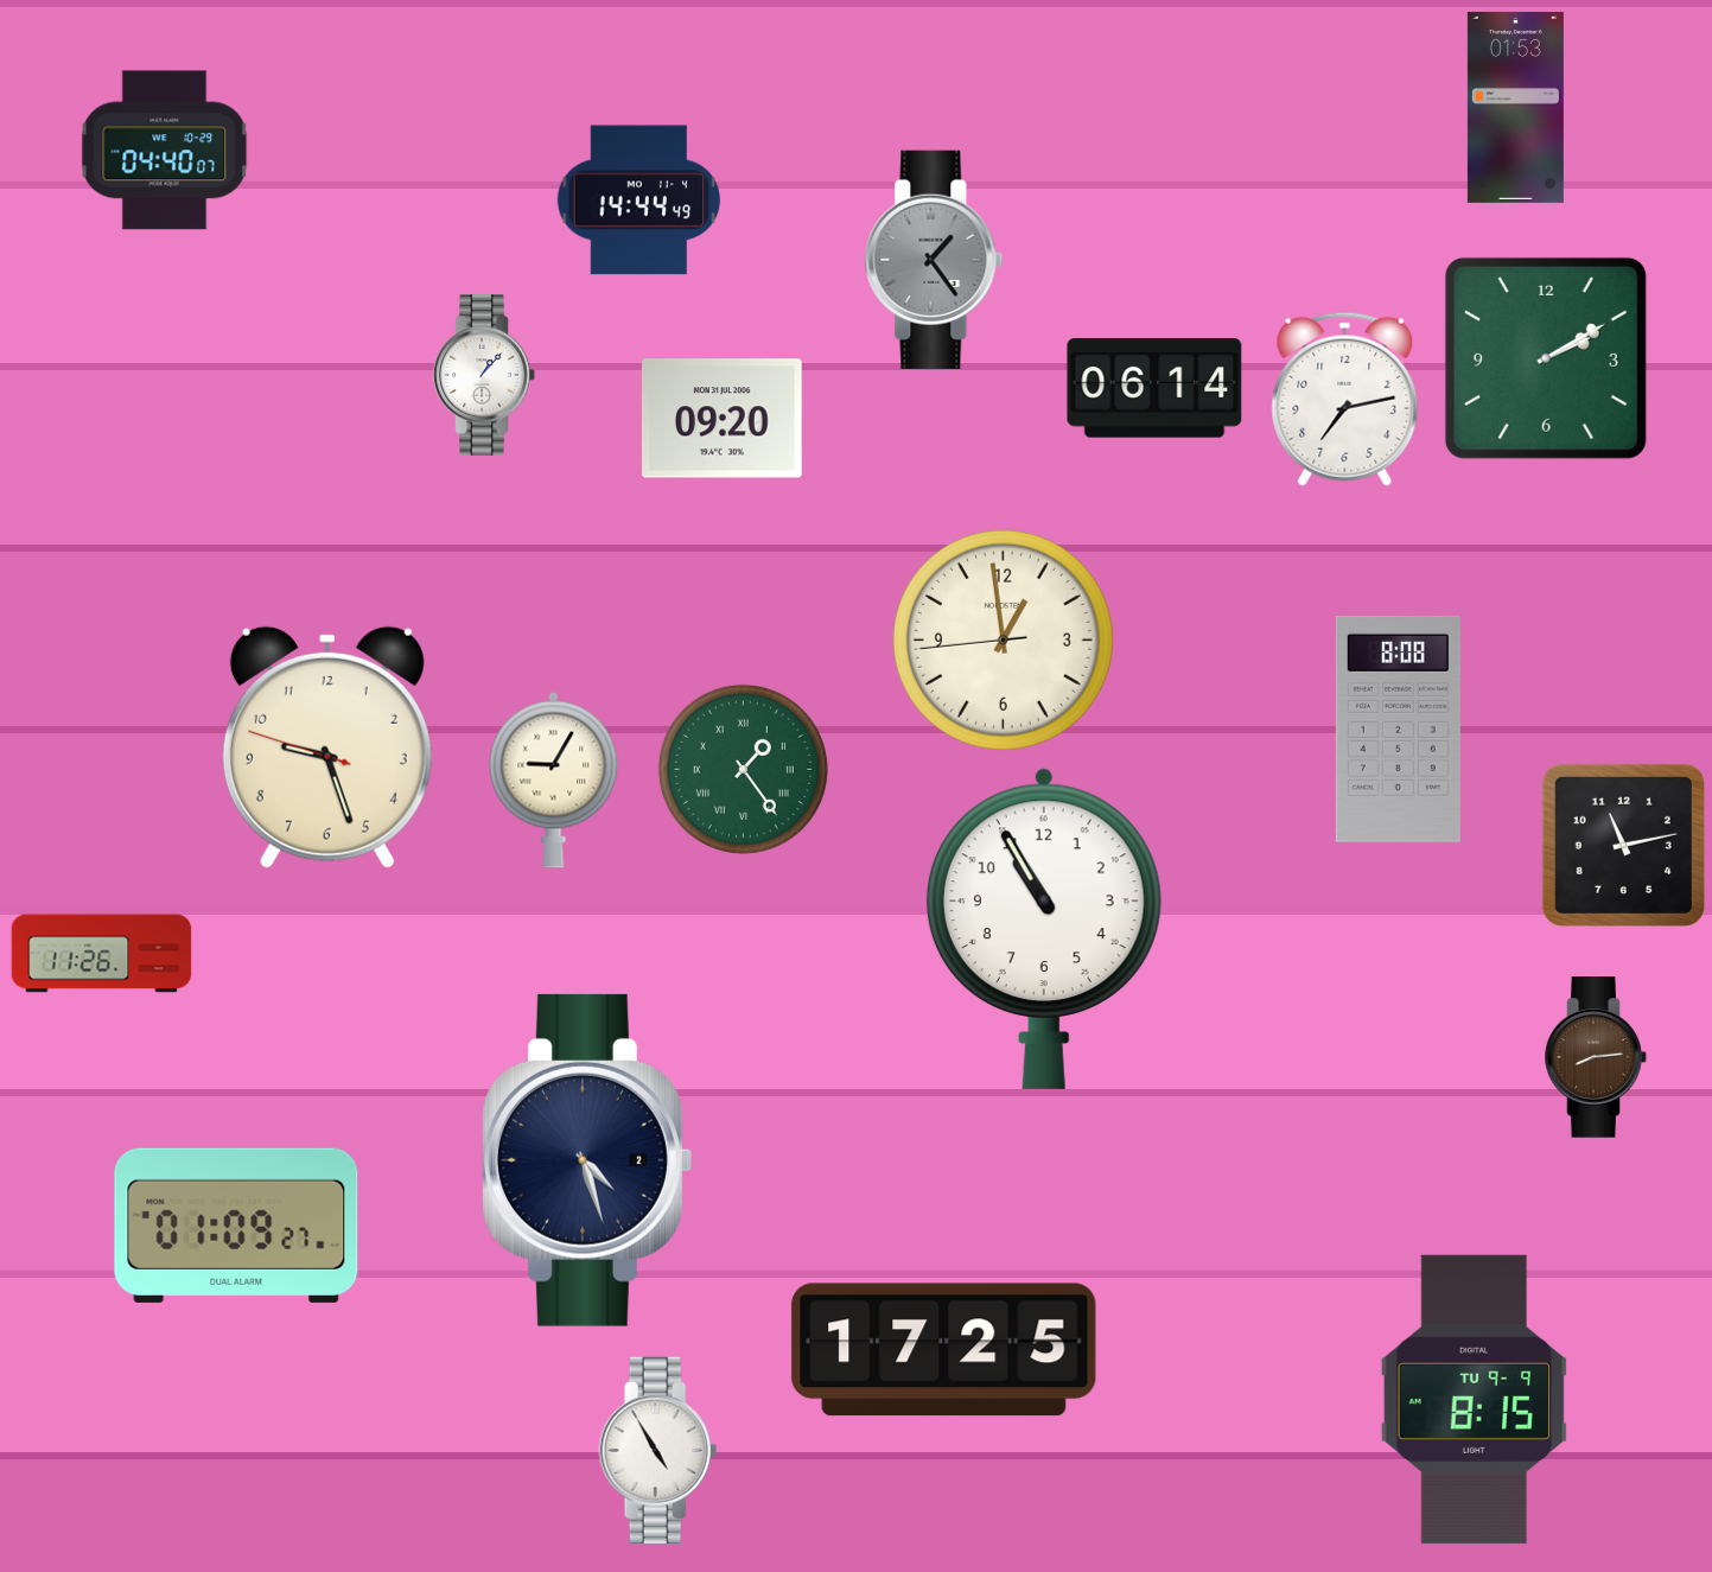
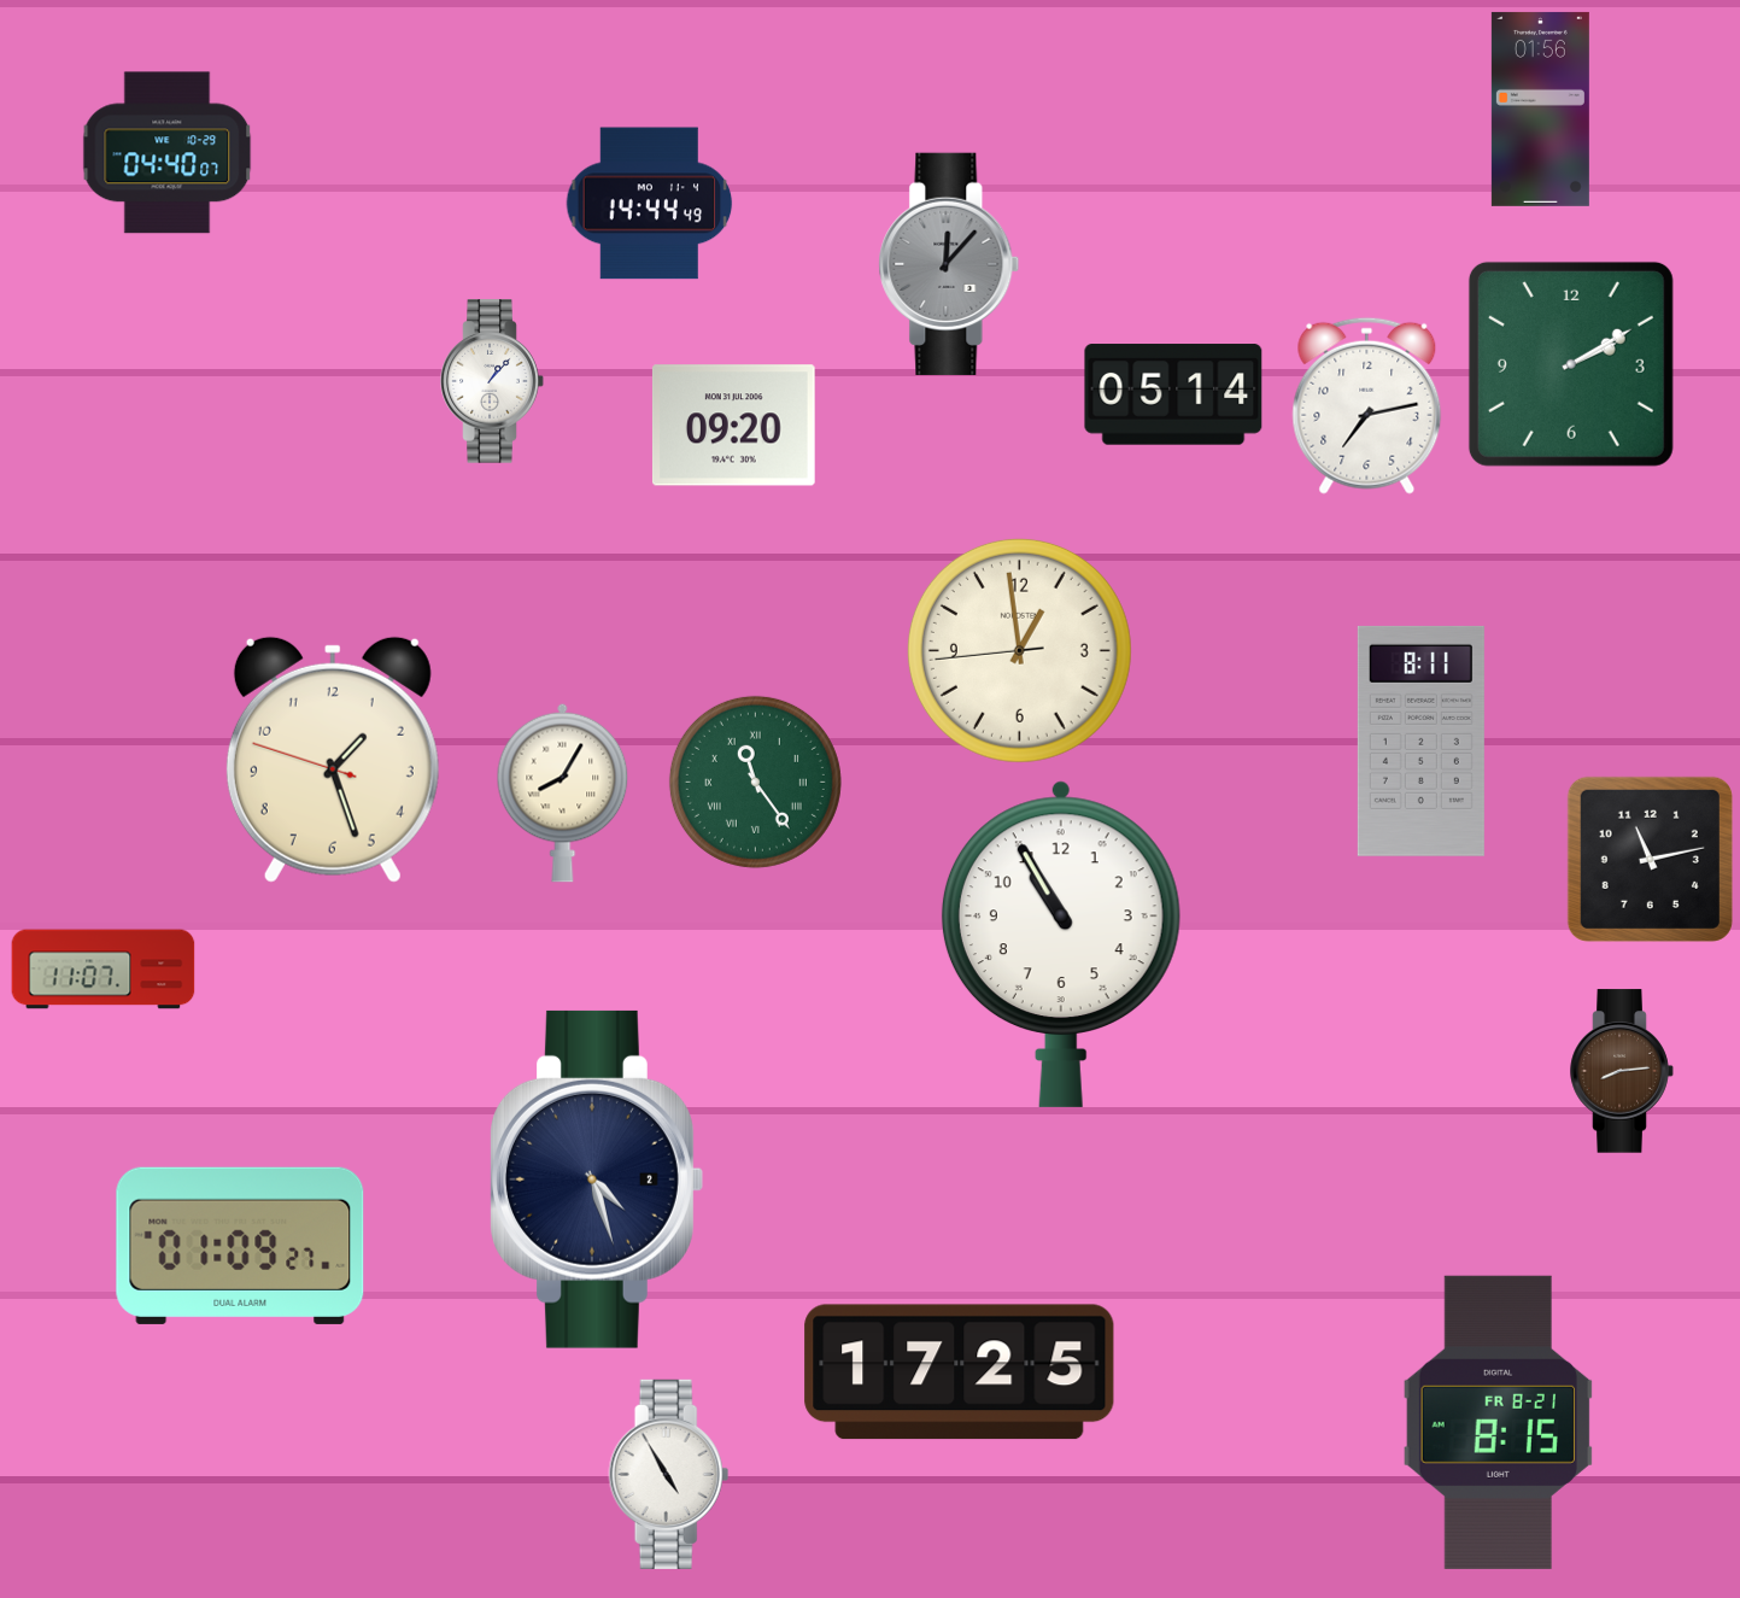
clock at (1515, 107): 01:53 -> 01:56
clock at (934, 260): 1:24 -> 12:07
clock at (1154, 388): 06:14 -> 05:14
clock at (1398, 728): 8:08 -> 8:11
clock at (327, 747): 9:26 -> 1:26
clock at (743, 769): 1:24 -> 11:24
clock at (554, 779): 9:05 -> 8:05
clock at (102, 954): 11:26 -> 11:07
clock at (1596, 1057) position: (1596, 1057) -> (1622, 1071)
clock at (1474, 1399) date: TU 9-9 -> FR 8-21
